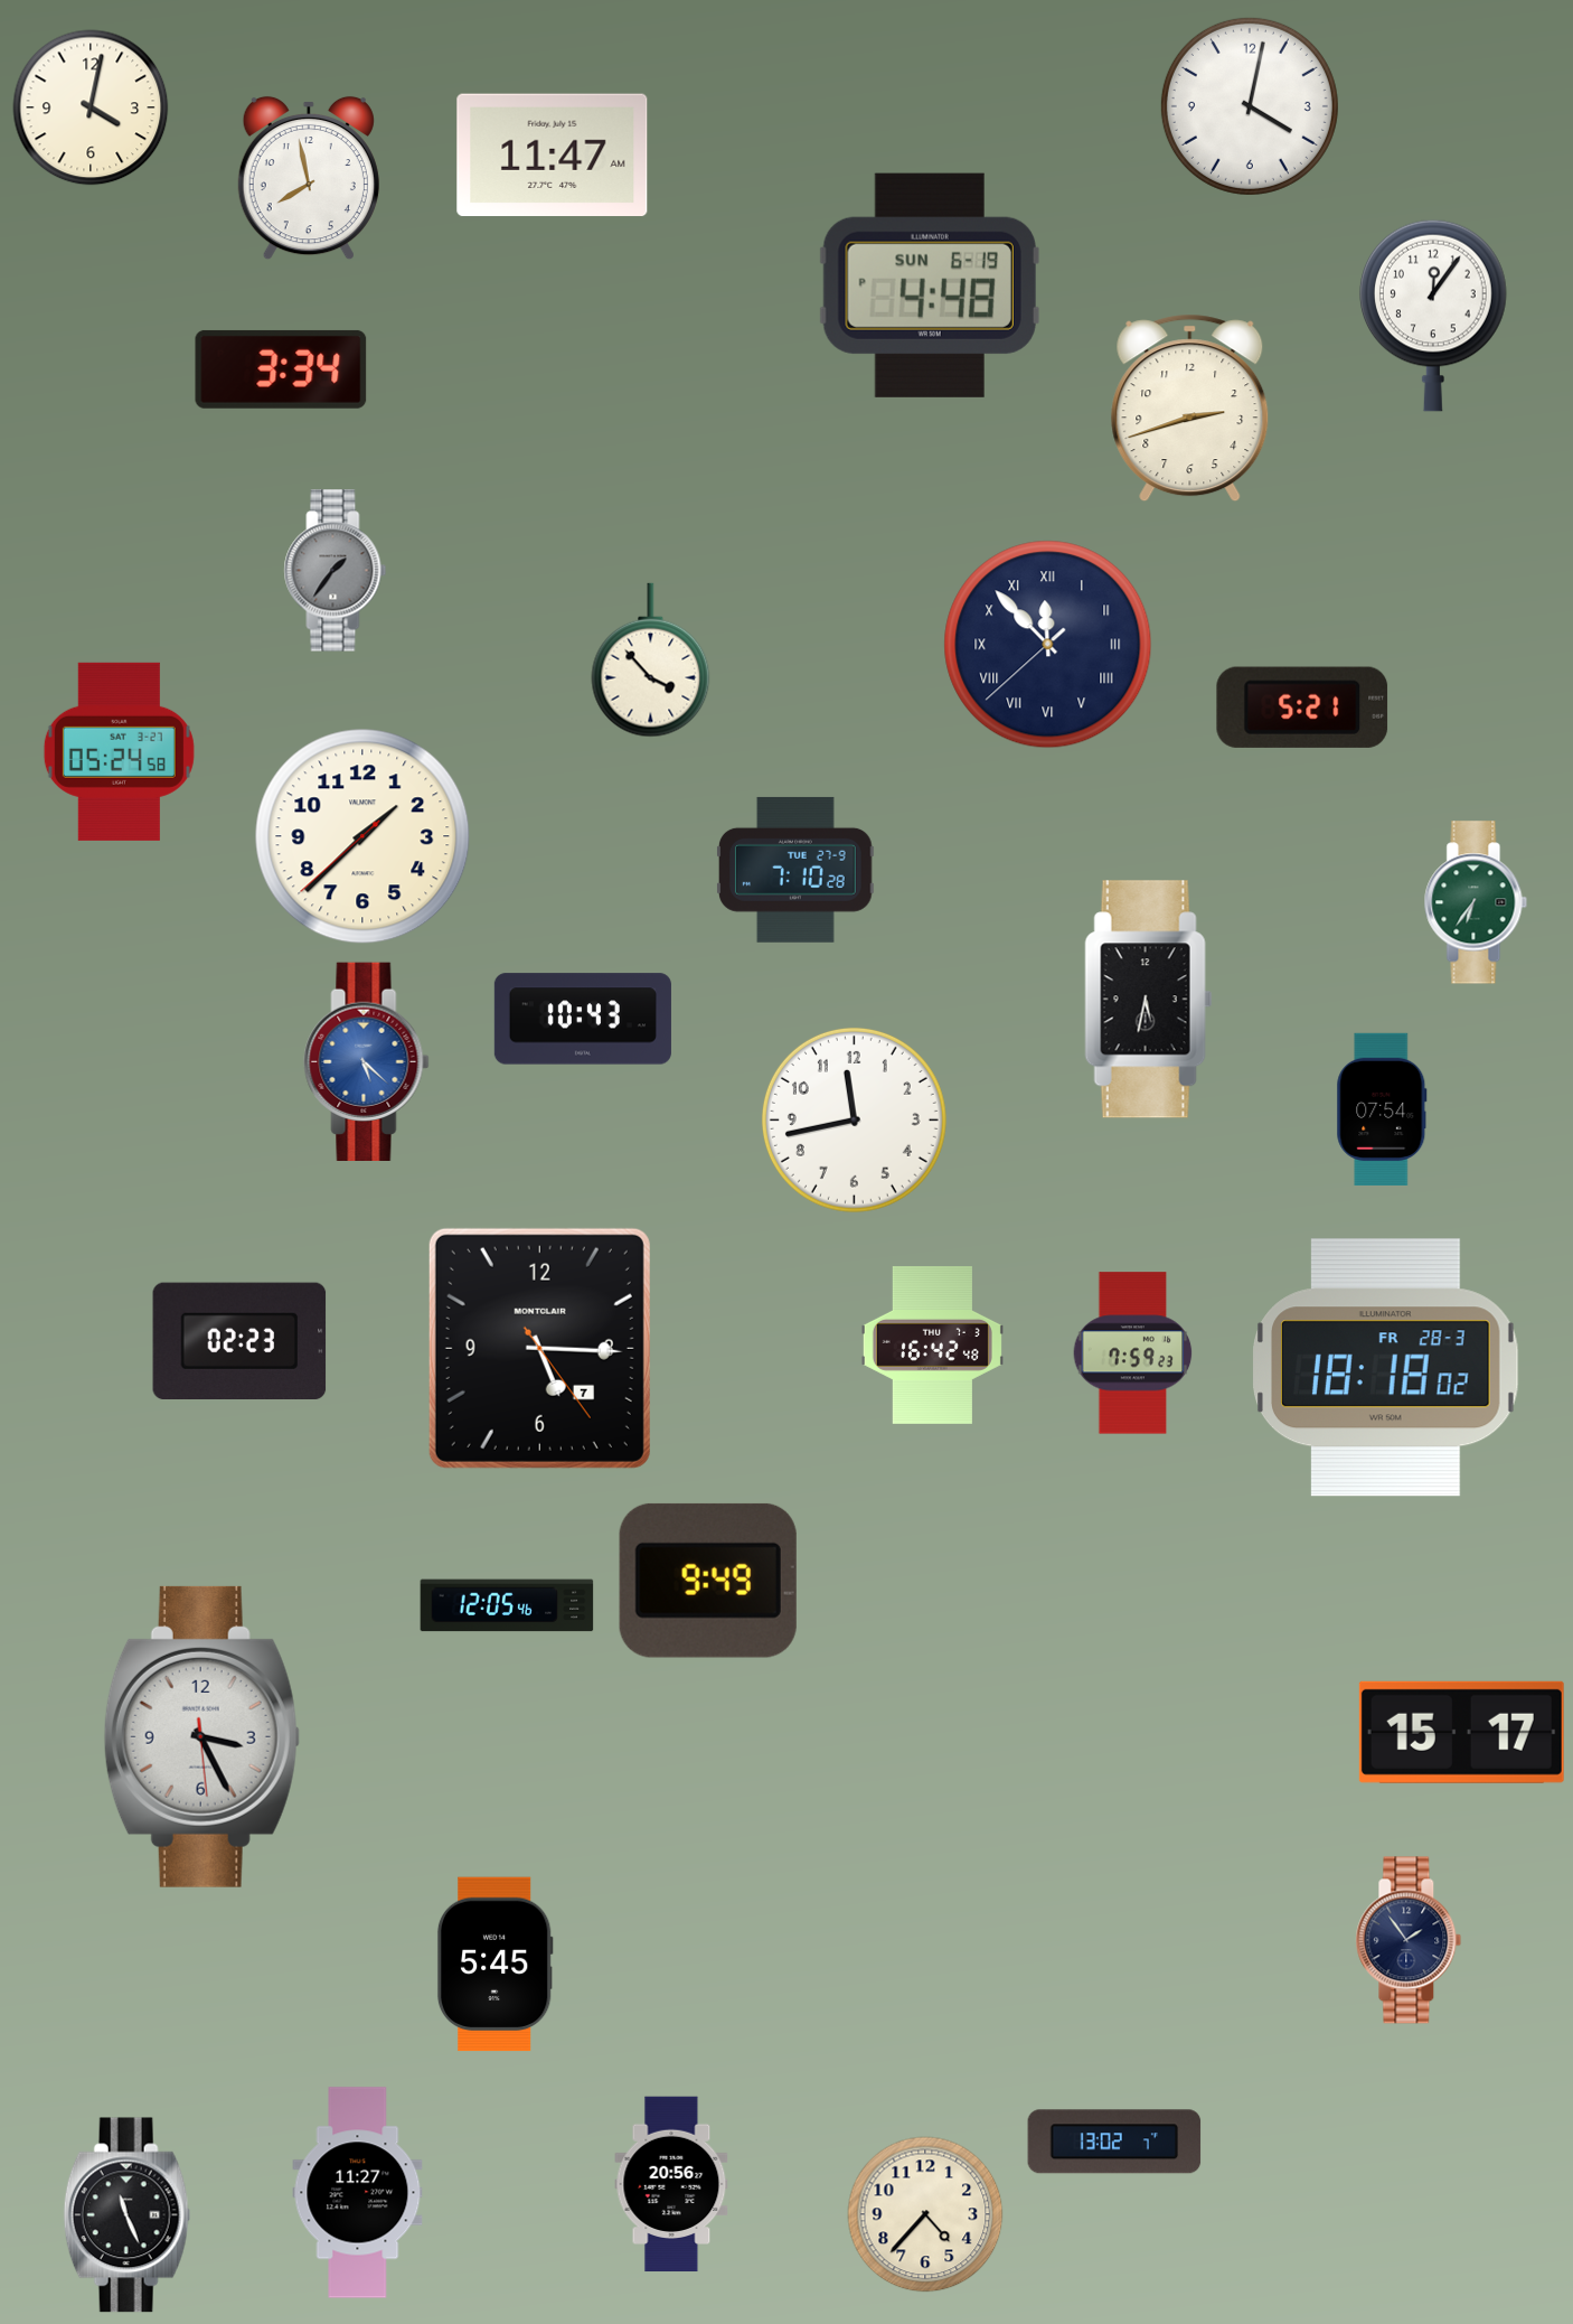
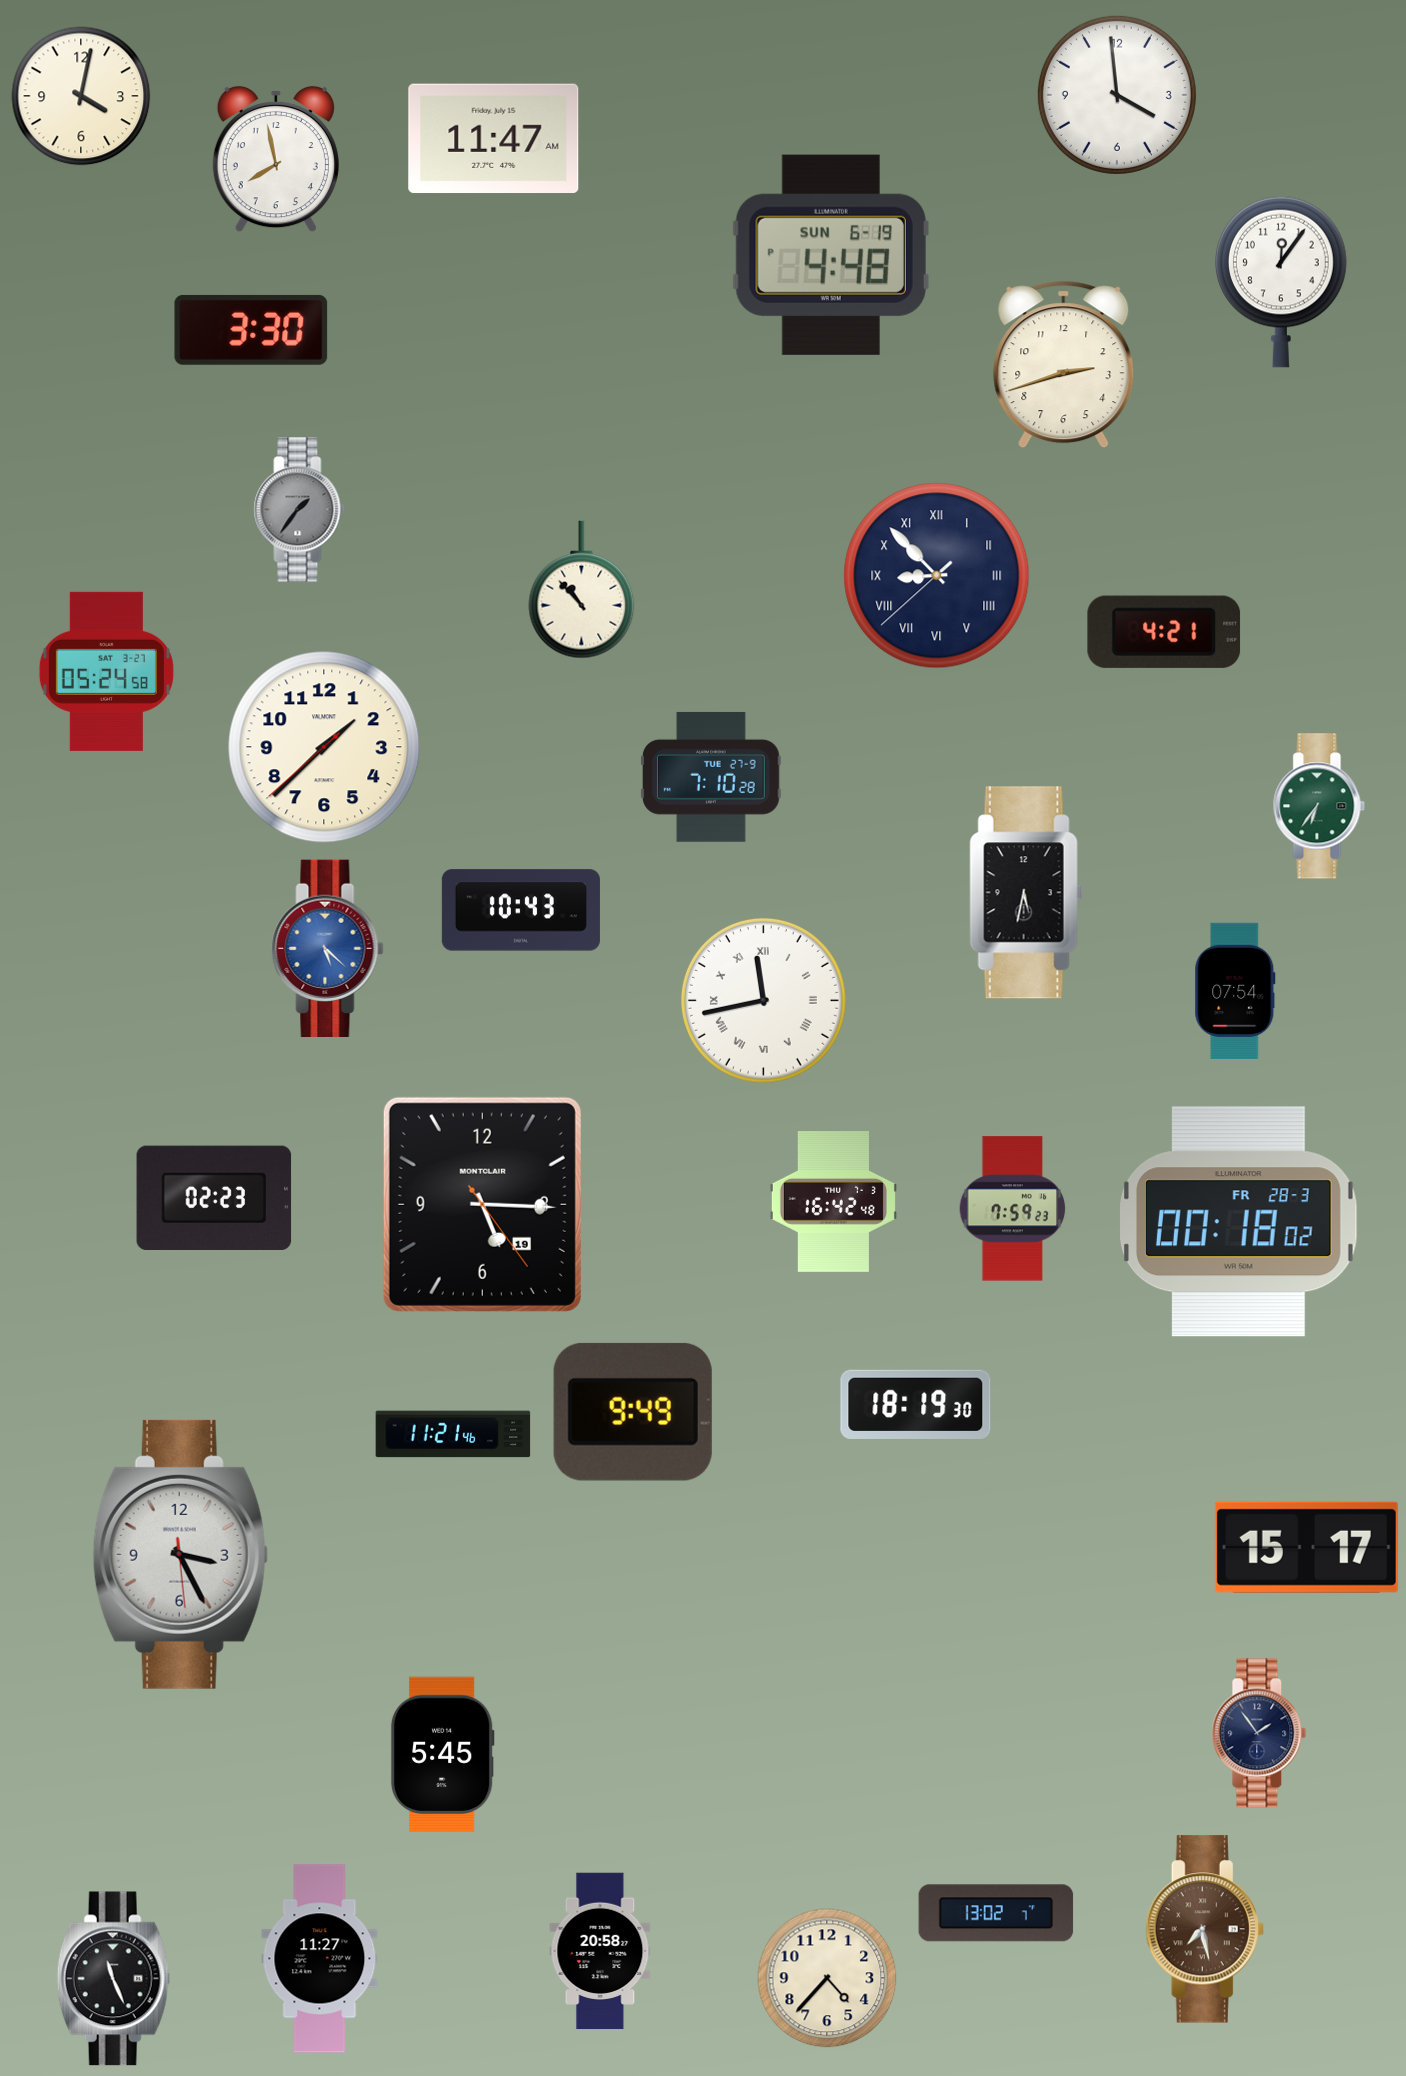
clock at (1250, 106): 4:02 -> 3:59
clock at (281, 369): 3:34 -> 3:30
clock at (1048, 645): 11:52 -> 8:52
clock at (651, 660): 3:53 -> 10:53
clock at (1302, 707): 5:21 -> 4:21
clock at (854, 1119) numerals: Arabic -> Roman
clock at (539, 1348) date: 7 -> 19
clock at (1386, 1368): 18:18 -> 00:18
clock at (916, 1404): none -> 18:19
clock at (507, 1605): 12:05 -> 11:21
clock at (201, 1736) position: (201, 1736) -> (180, 1554)
clock at (1205, 1929): none -> 7:28
clock at (671, 2184): 20:56 -> 20:58
